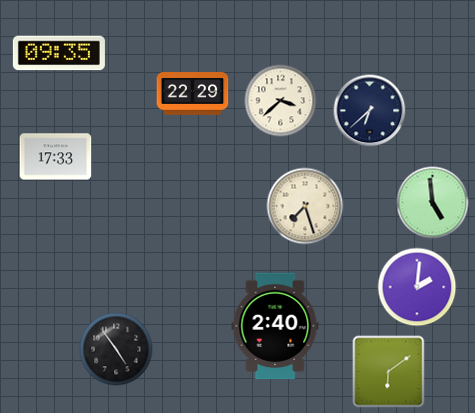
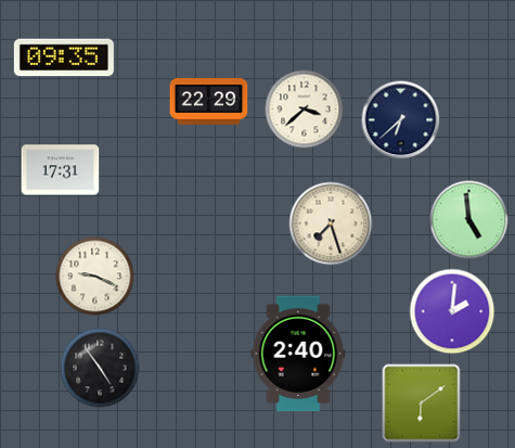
clock at (56, 157): 17:33 -> 17:31
clock at (95, 277): none -> 9:19
clock at (116, 349) position: (116, 349) -> (100, 368)
